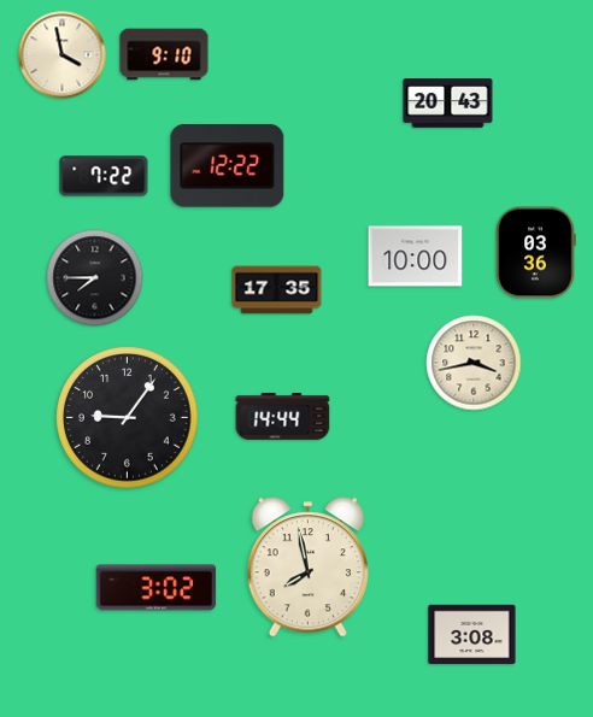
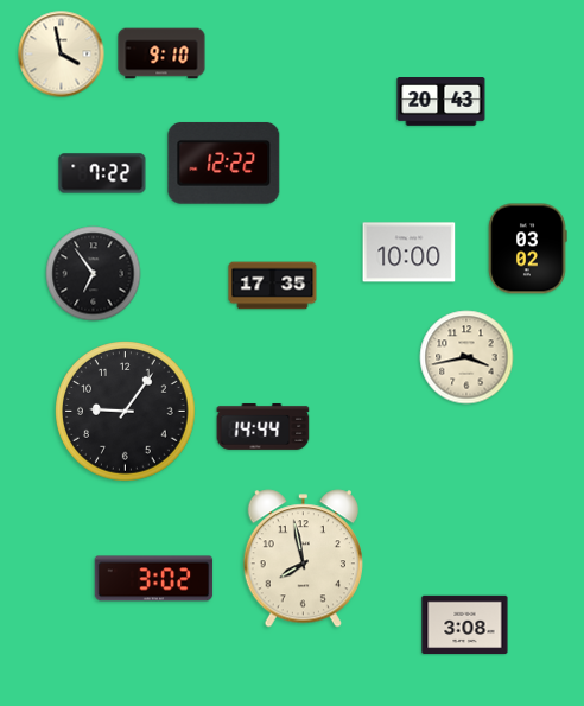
clock at (535, 253): 03:36 -> 03:02
clock at (95, 278): 7:45 -> 6:54
clock at (283, 416) position: (283, 416) -> (264, 426)
